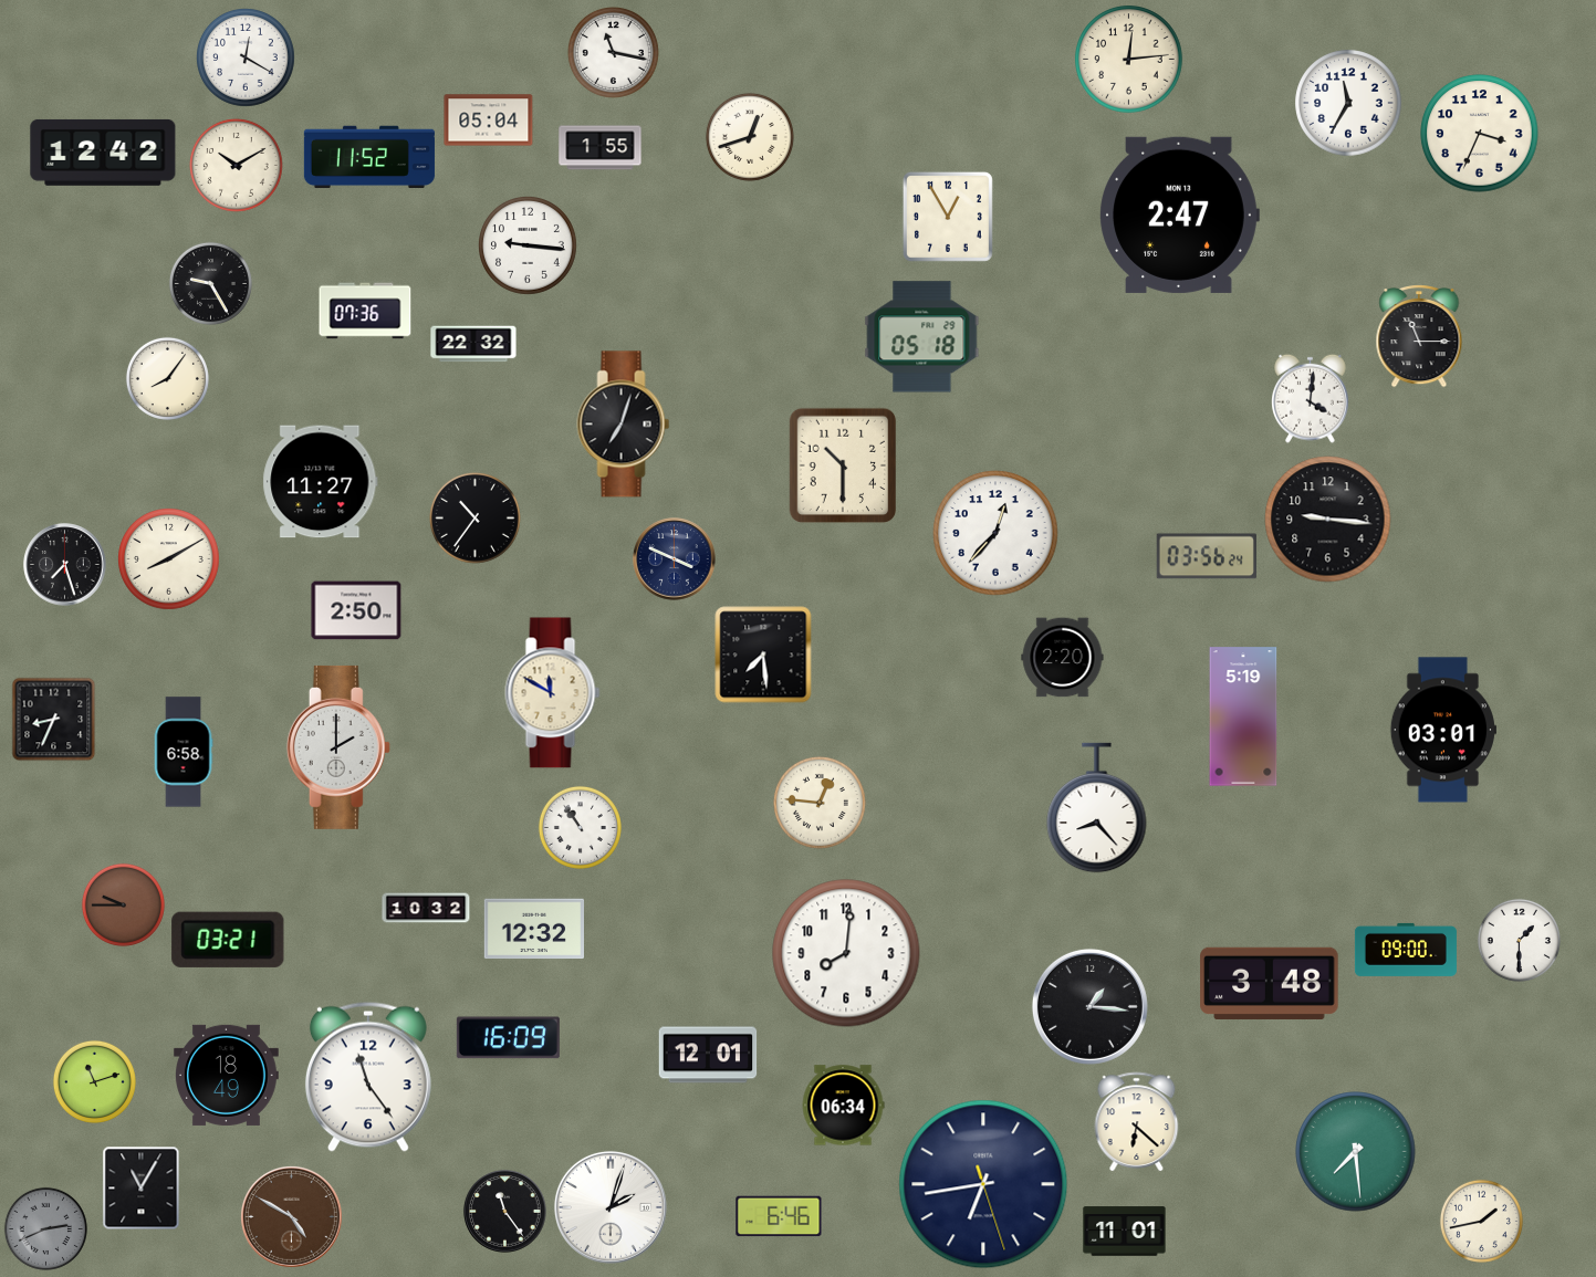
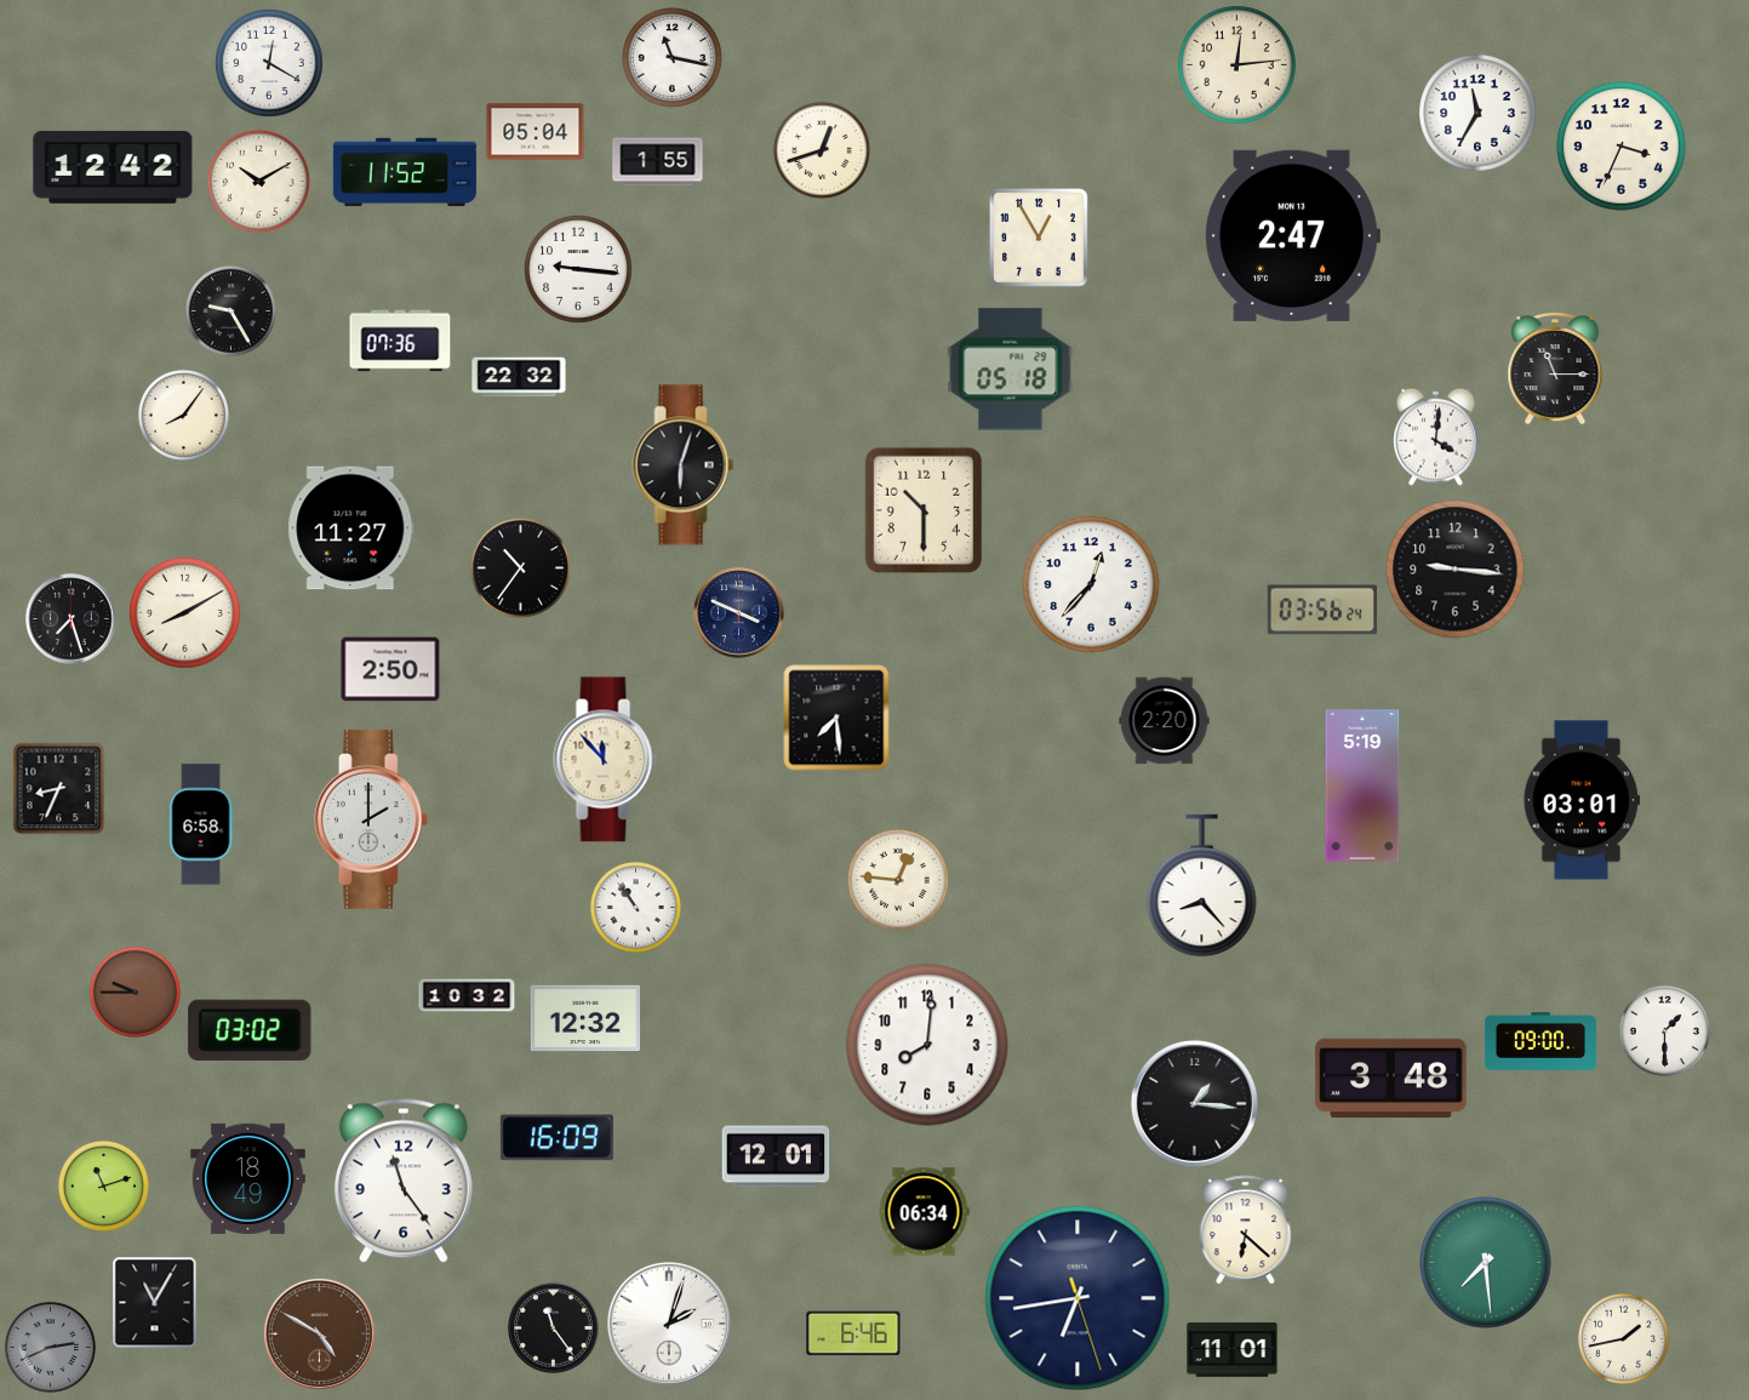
clock at (624, 425): 7:03 -> 6:03
clock at (553, 693): 11:50 -> 11:53
clock at (228, 940): 03:21 -> 03:02
